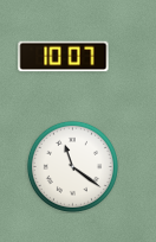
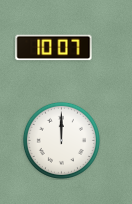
clock at (72, 166): 11:21 -> 12:00
